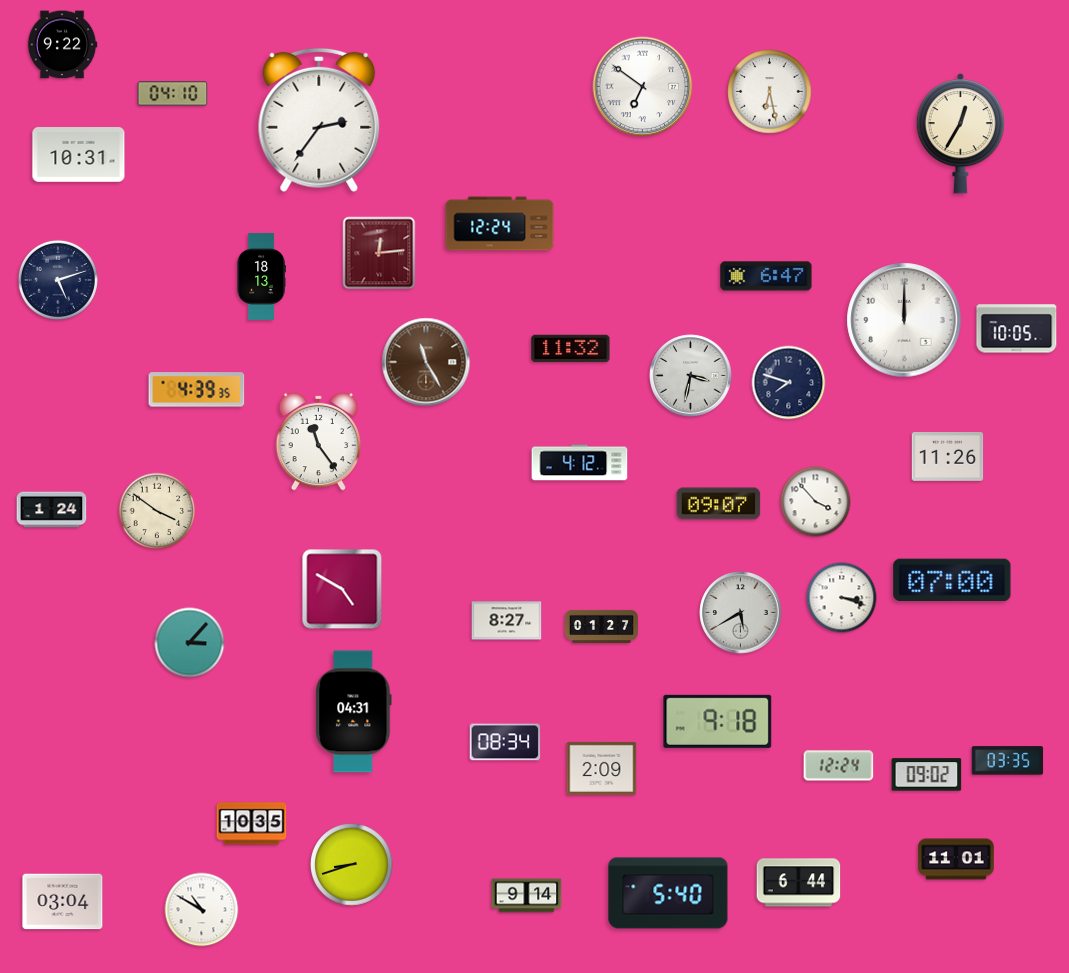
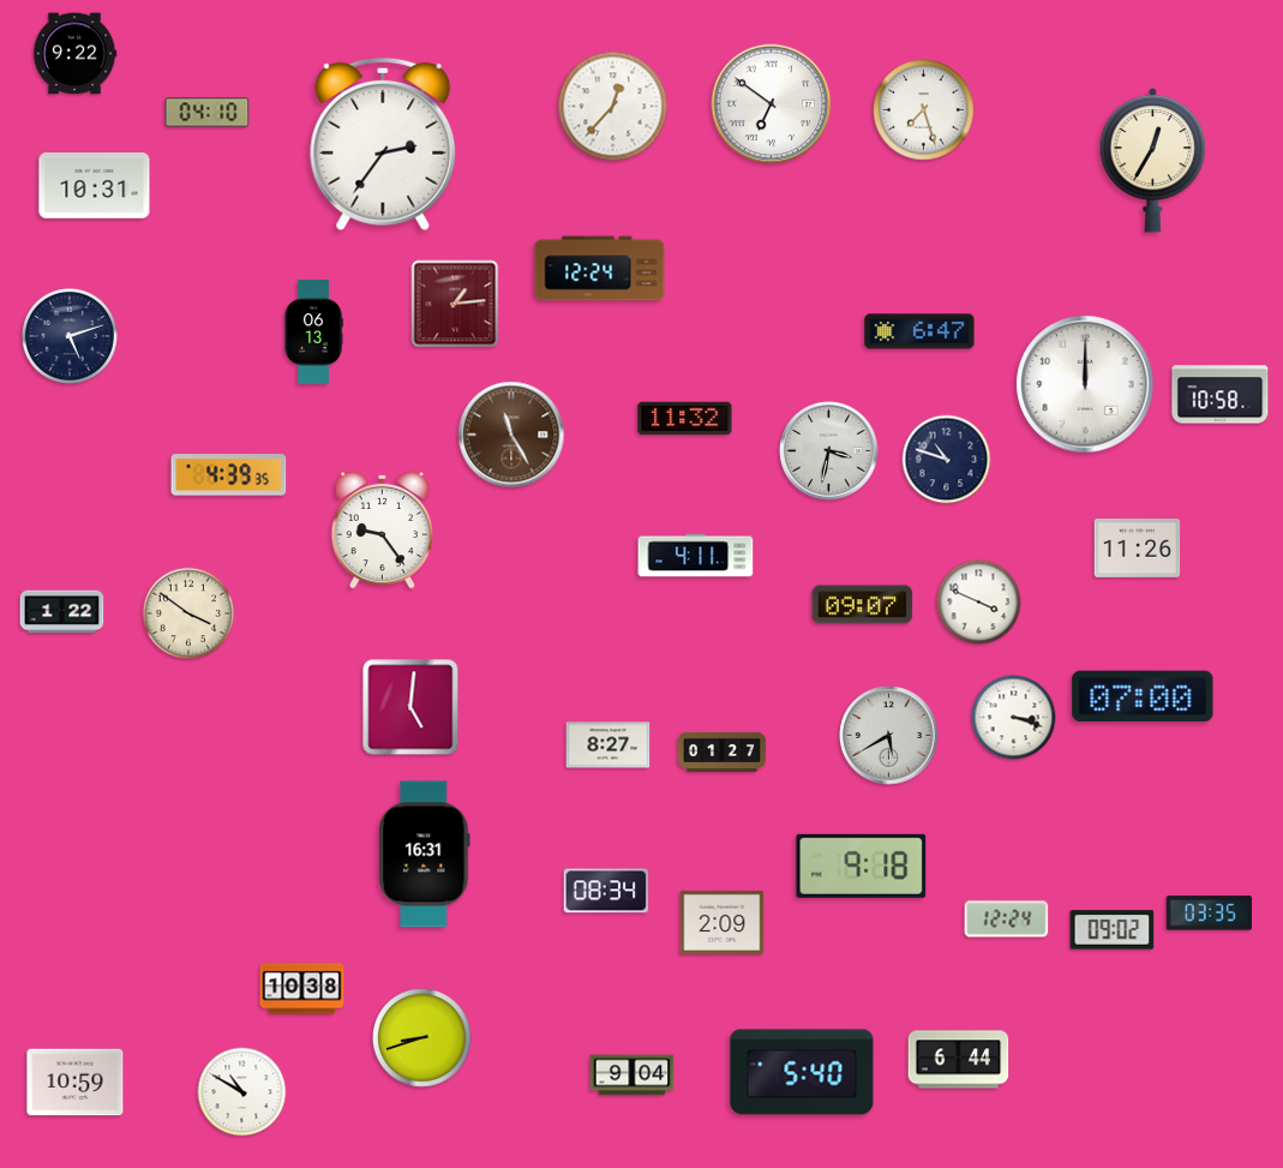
clock at (613, 107): none -> 12:37
clock at (770, 92): 6:28 -> 7:27
clock at (379, 253): 12:14 -> 1:14
clock at (261, 276): 18:13 -> 06:13
clock at (1017, 329): 10:05 -> 10:58
clock at (789, 383): 7:48 -> 10:48
clock at (197, 390) position: (197, 390) -> (229, 475)
clock at (319, 441): 11:24 -> 9:24
clock at (580, 463): 4:12 -> 4:11
clock at (816, 502): 3:53 -> 3:49
clock at (52, 510): 1:24 -> 1:22
clock at (342, 589): 4:50 -> 5:01
clock at (842, 598) position: (842, 598) -> (1014, 718)
clock at (190, 643): 3:07 -> none
clock at (354, 712): 04:31 -> 16:31
clock at (252, 824): 10:35 -> 10:38
clock at (956, 859): 11:01 -> none
clock at (527, 896): 9:14 -> 9:04
clock at (63, 902): 03:04 -> 10:59
